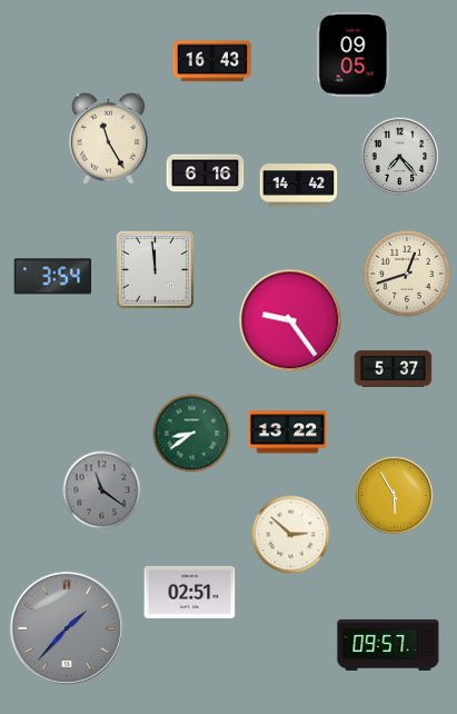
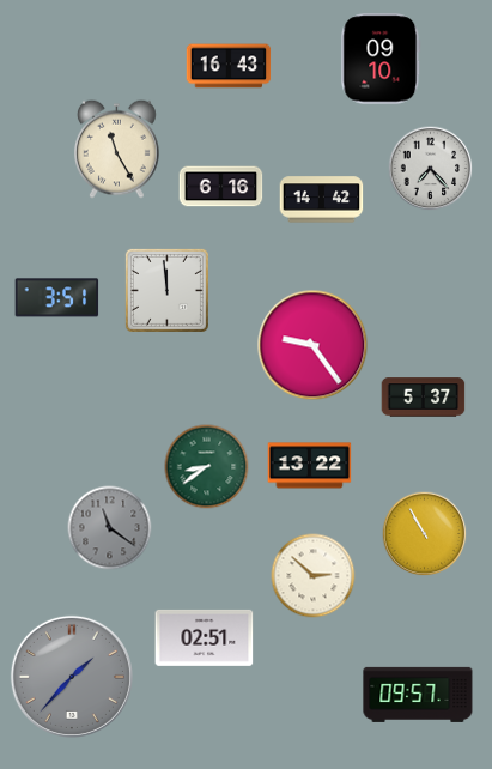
clock at (354, 54): 09:05 -> 09:10
clock at (407, 274): 12:42 -> none
clock at (53, 277): 3:54 -> 3:51
clock at (395, 496): 5:55 -> 10:55
